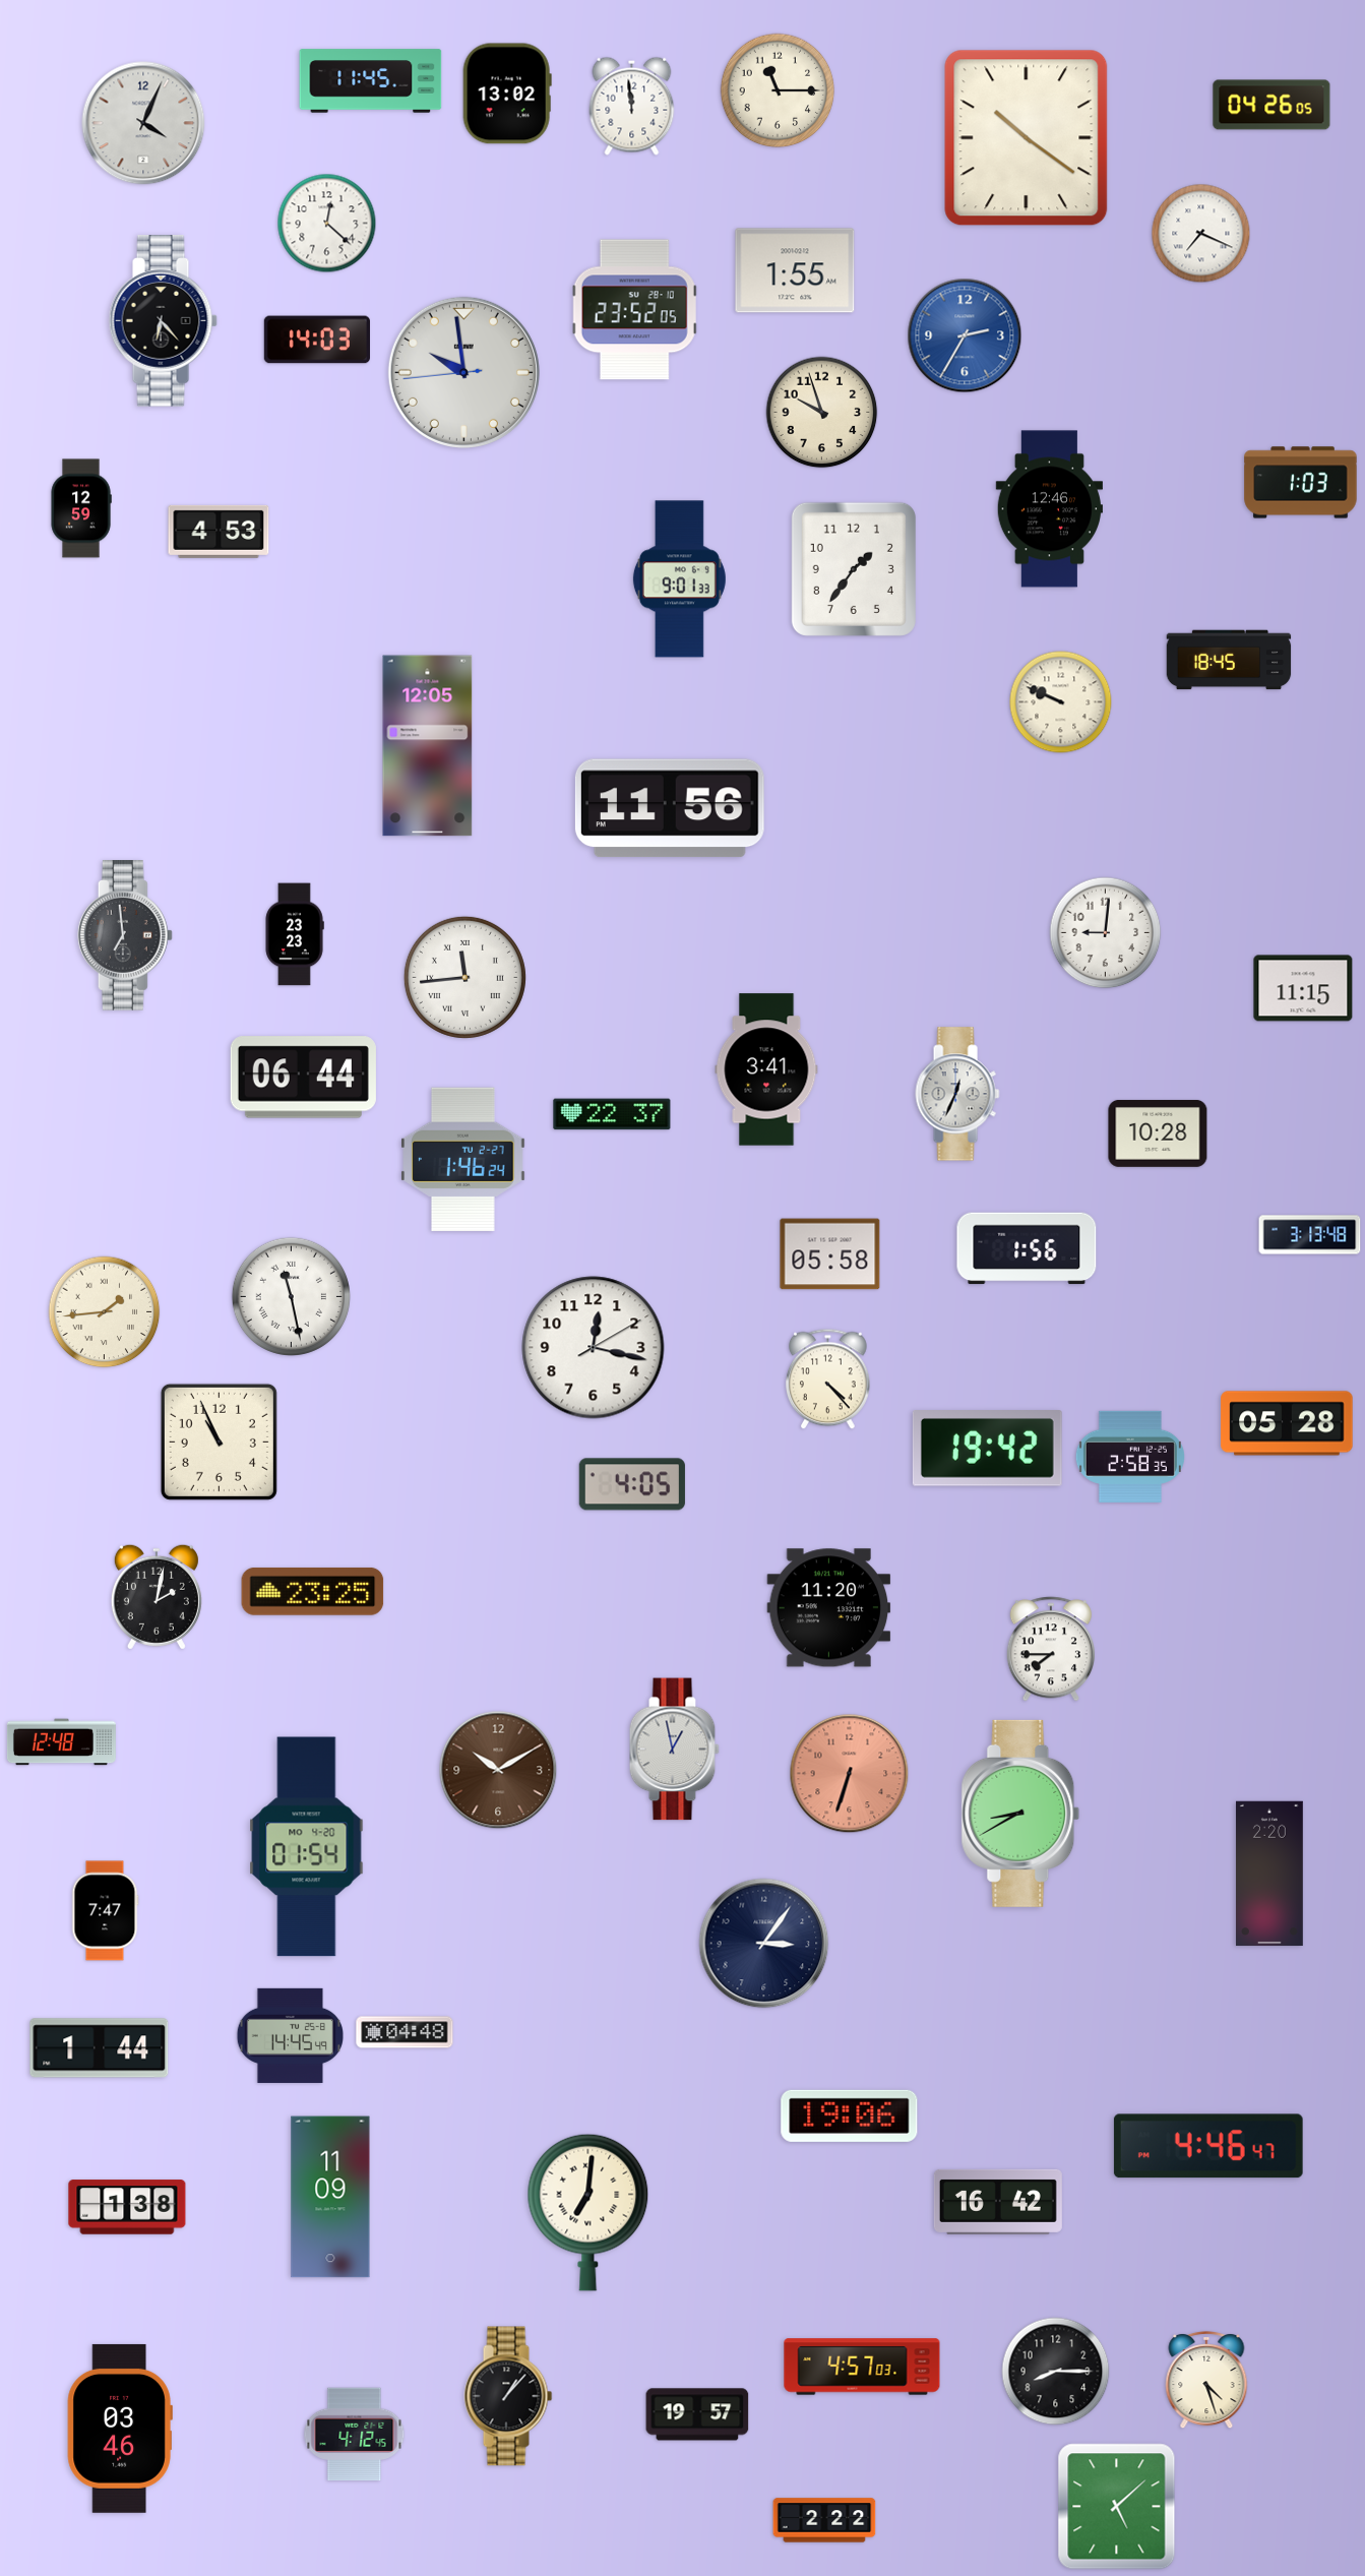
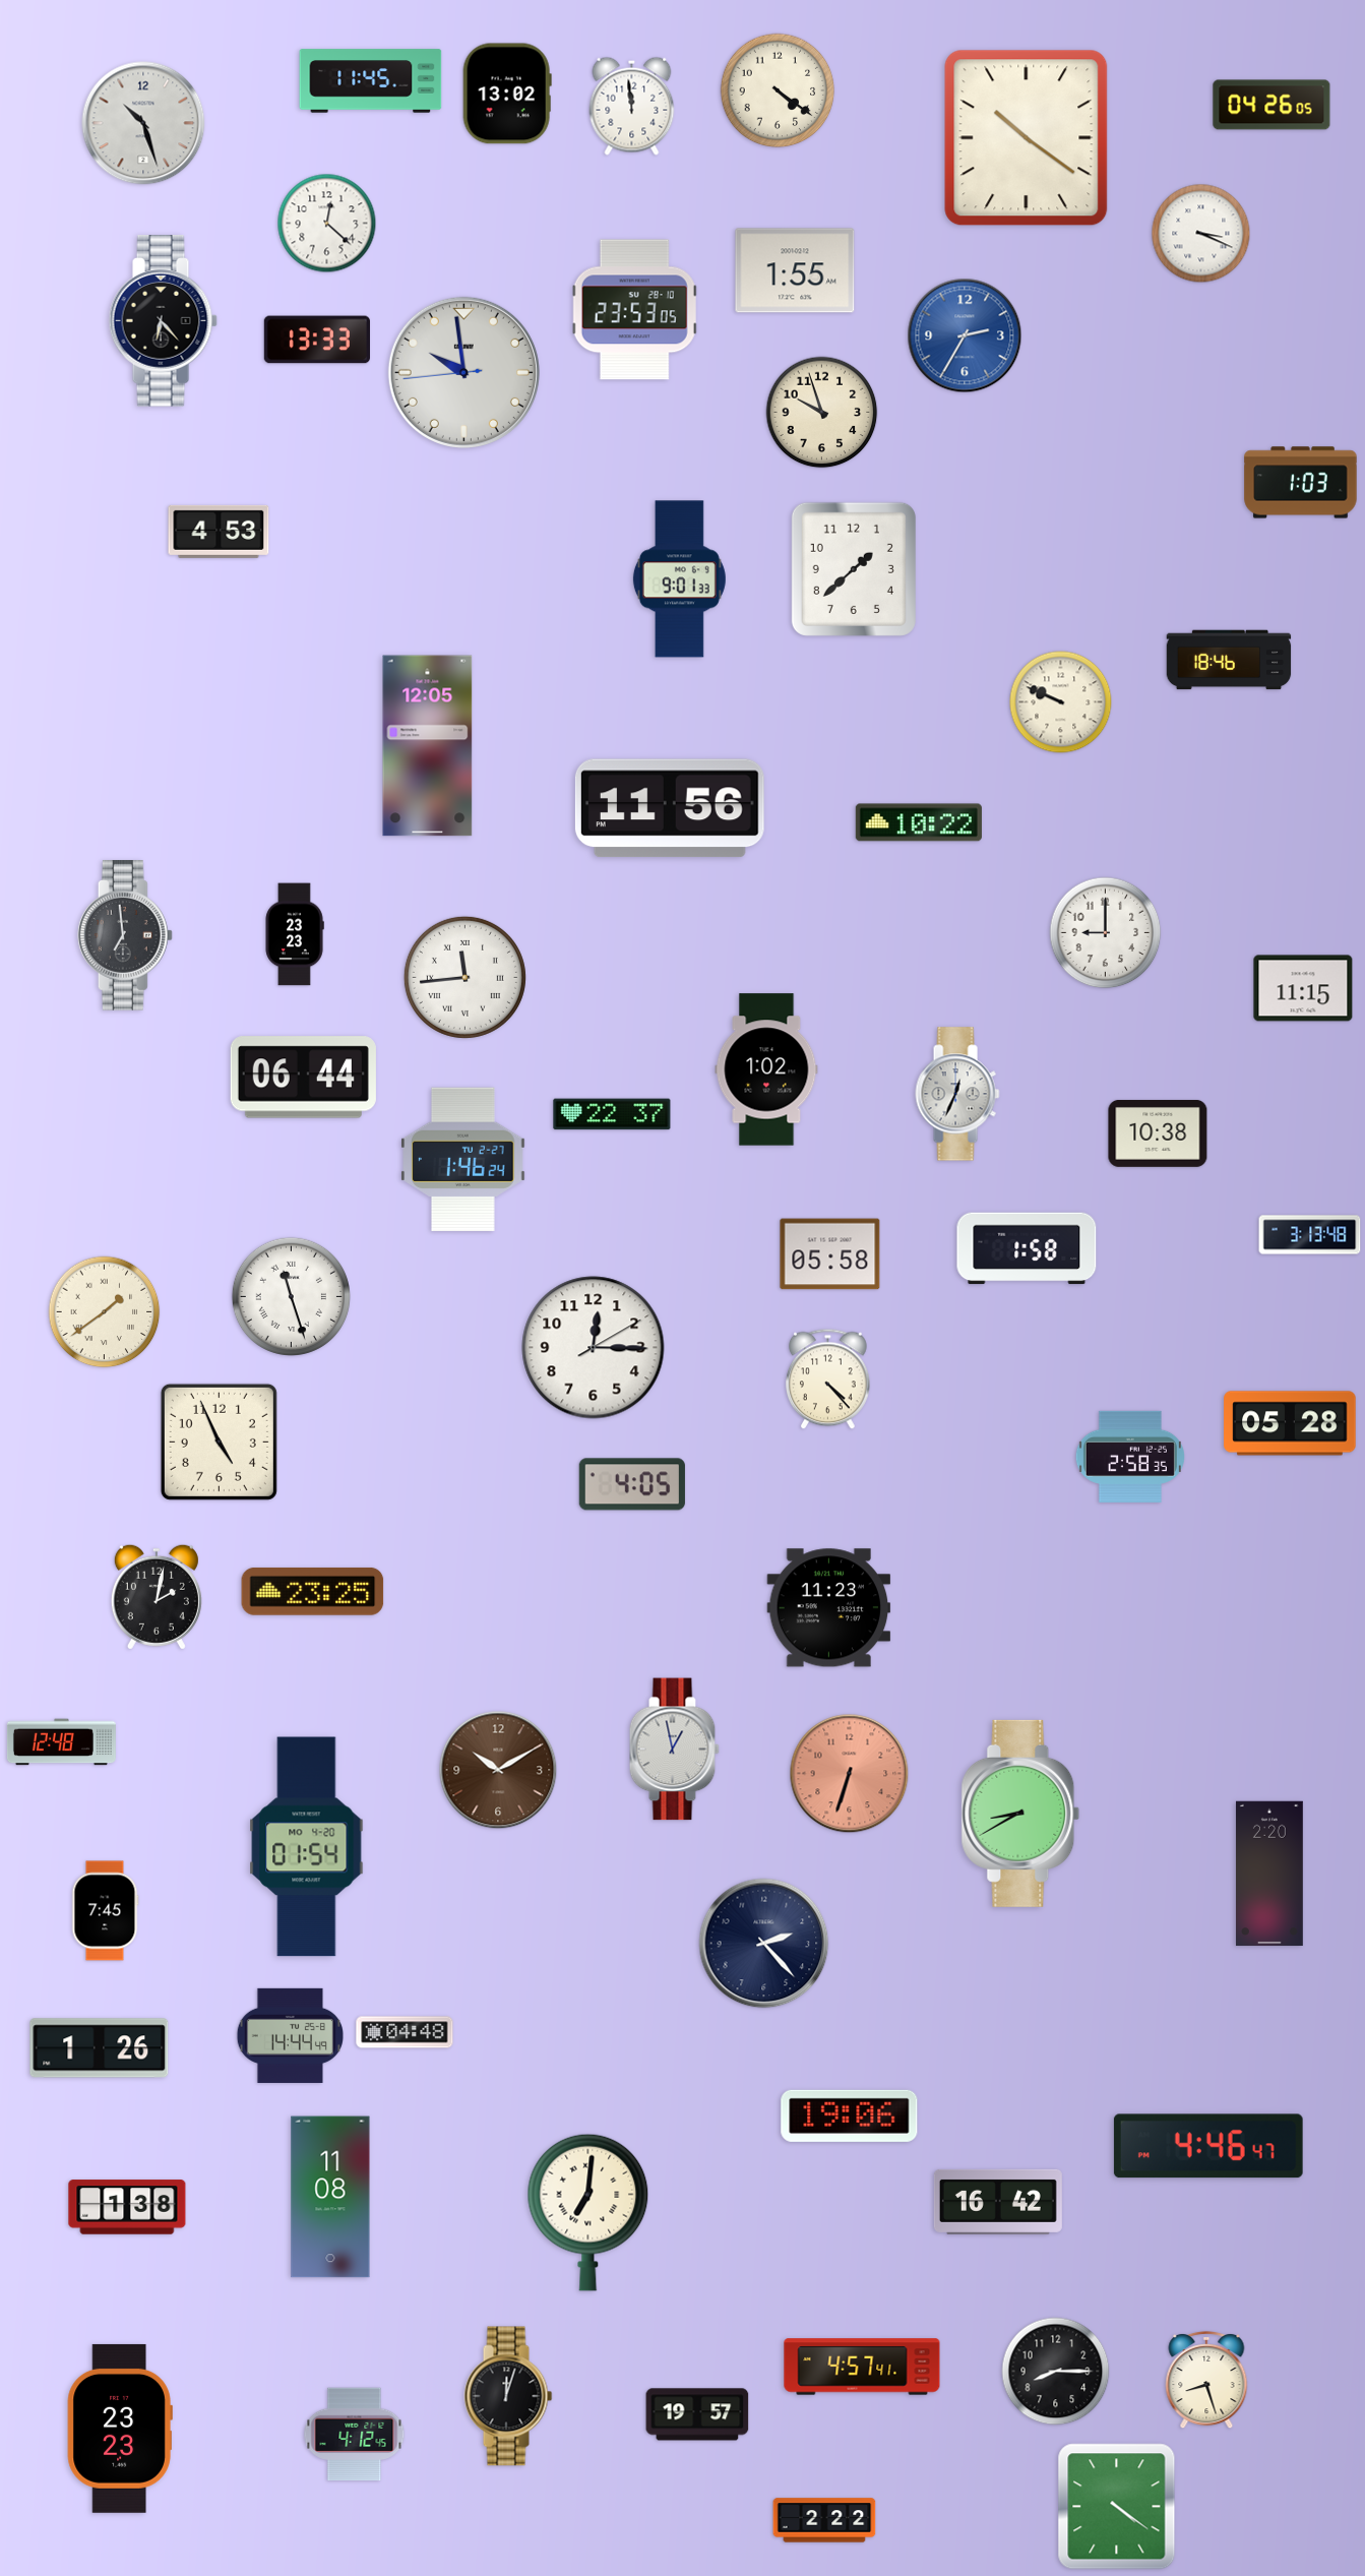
clock at (778, 90): 11:15 -> 4:21
clock at (143, 123): 4:04 -> 10:27
clock at (1201, 234): 7:19 -> 3:19
clock at (635, 310): 23:52 -> 23:53
clock at (316, 340): 14:03 -> 13:33
clock at (81, 508): 12:59 -> none
clock at (1049, 509): 12:46 -> none
clock at (854, 569): 1:36 -> 1:38
clock at (1229, 660): 18:45 -> 18:46
clock at (919, 822): none -> 10:22
clock at (1106, 933): 9:01 -> 9:00
clock at (766, 1069): 3:41 -> 1:02
clock at (1158, 1133): 10:28 -> 10:38
clock at (1027, 1248): 1:56 -> 1:58
clock at (291, 1296): 11:28 -> 11:27
clock at (105, 1312): 1:44 -> 1:39
clock at (594, 1348): 12:17 -> 12:15
clock at (1287, 1423) position: (1287, 1423) -> (1290, 1423)
clock at (219, 1442): 10:56 -> 4:56
clock at (987, 1449): 19:42 -> none
clock at (829, 1608): 11:20 -> 11:23
clock at (1050, 1649): 7:45 -> none
clock at (105, 1911): 7:47 -> 7:45
clock at (764, 1944): 3:06 -> 2:23
clock at (290, 2035): 14:45 -> 14:44
clock at (100, 2048): 1:44 -> 1:26
clock at (330, 2197): 11:09 -> 11:08
clock at (862, 2367): 4:57:03 -> 4:57:41
clock at (1206, 2380): 4:27 -> 8:27
clock at (508, 2396): 1:07 -> 12:03
clock at (120, 2429): 03:46 -> 23:23
clock at (1117, 2507): 5:08 -> 4:21
